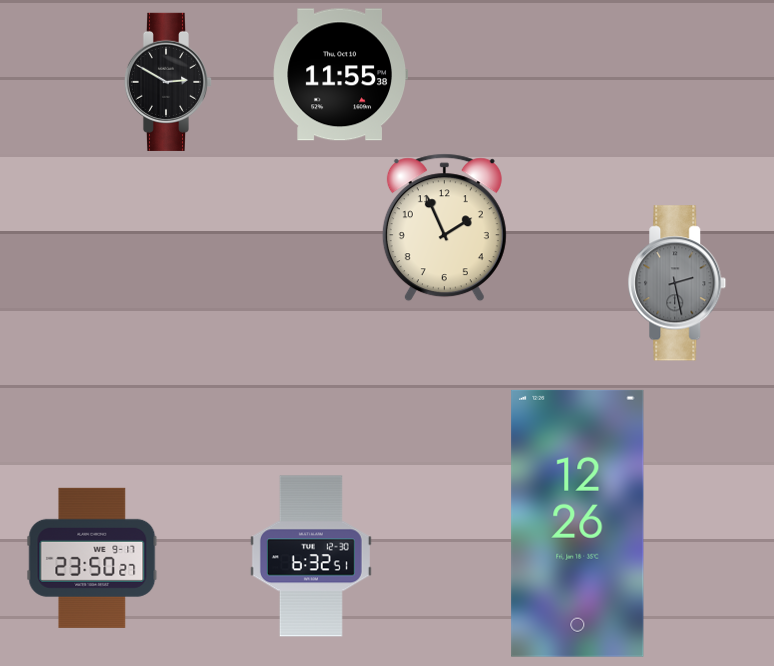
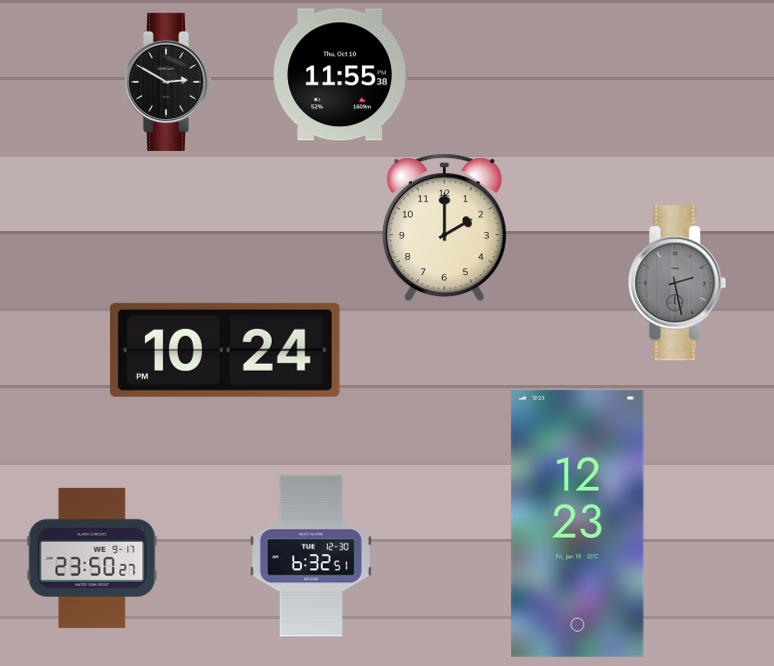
clock at (444, 228): 1:56 -> 2:00
clock at (225, 350): none -> 10:24
clock at (578, 523): 12:26 -> 12:23
